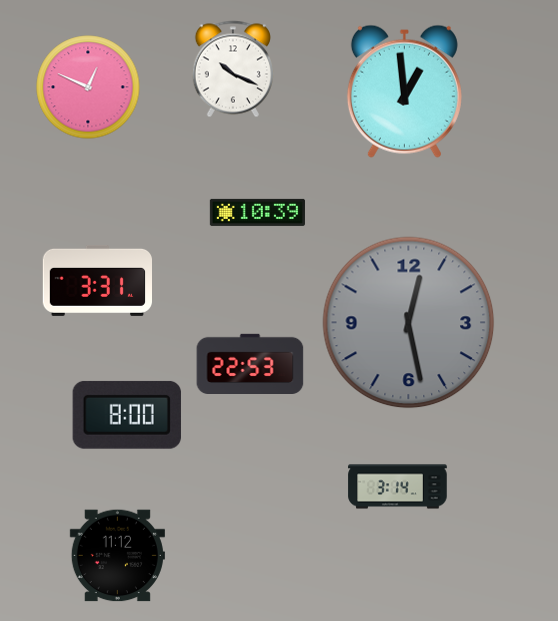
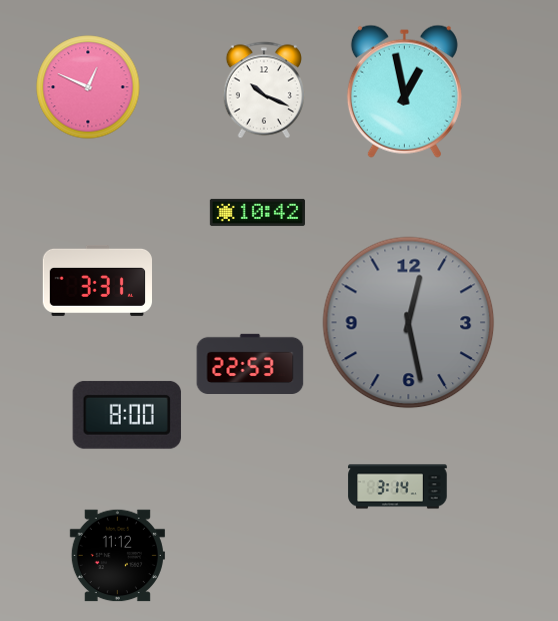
clock at (233, 69) position: (233, 69) -> (264, 90)
clock at (404, 91): 12:59 -> 12:58
clock at (257, 212): 10:39 -> 10:42
